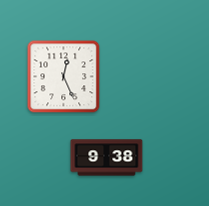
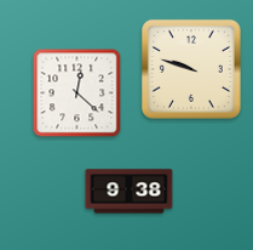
clock at (191, 69): none -> 9:48
clock at (64, 77): 12:26 -> 12:22
